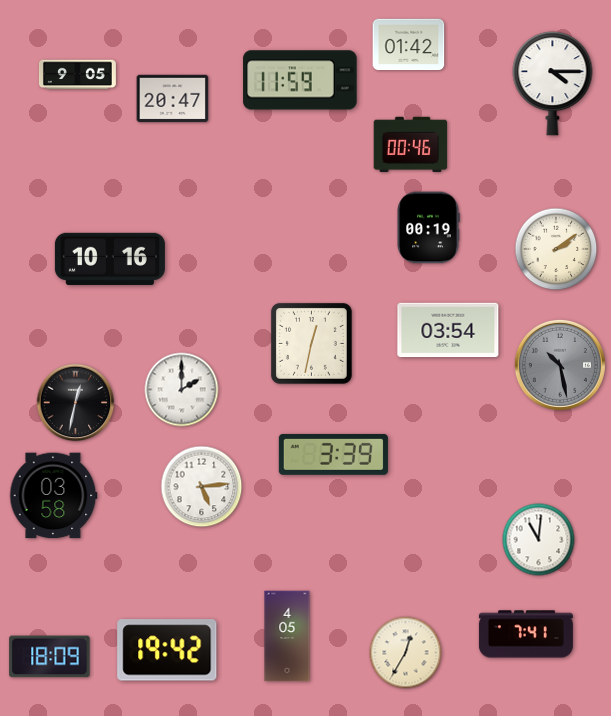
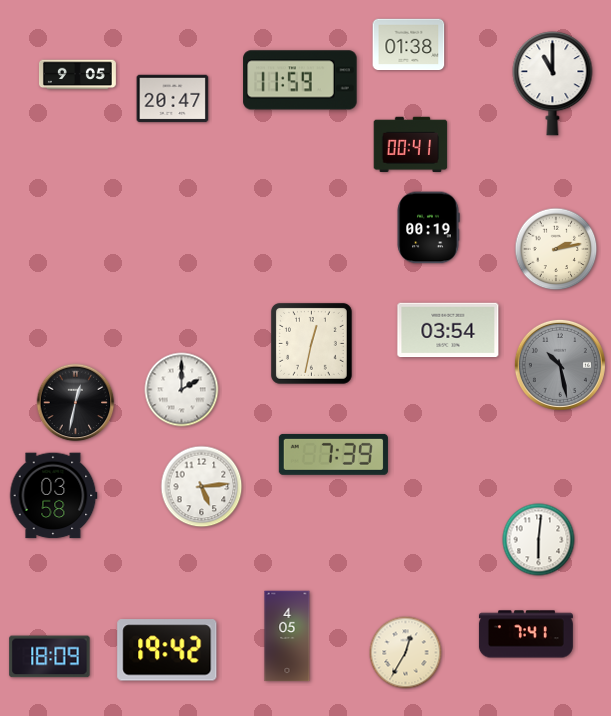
clock at (409, 45): 01:42 -> 01:38
clock at (553, 84): 4:15 -> 11:00
clock at (411, 144): 00:46 -> 00:41
clock at (556, 249): 2:09 -> 2:13
clock at (110, 259): 10:16 -> none
clock at (333, 454): 3:39 -> 7:39
clock at (539, 540): 11:01 -> 6:01
